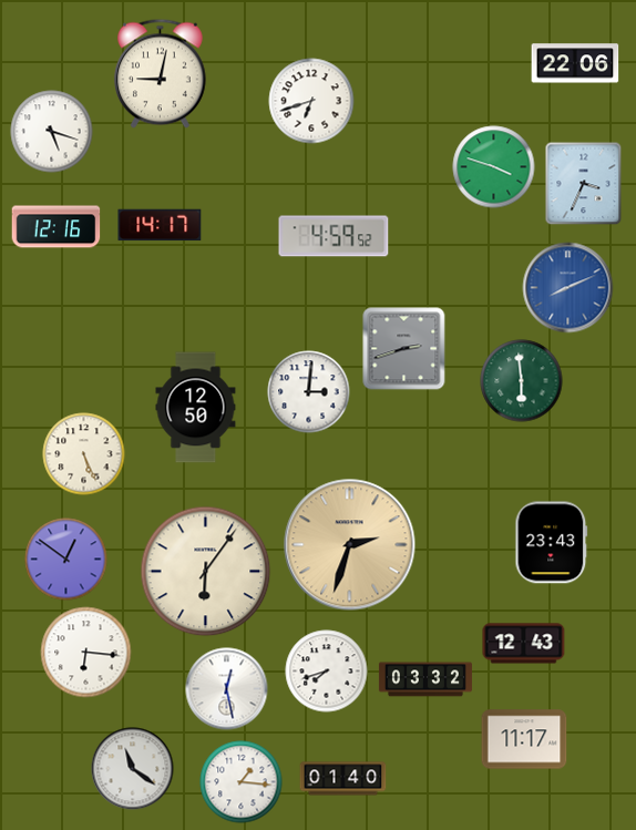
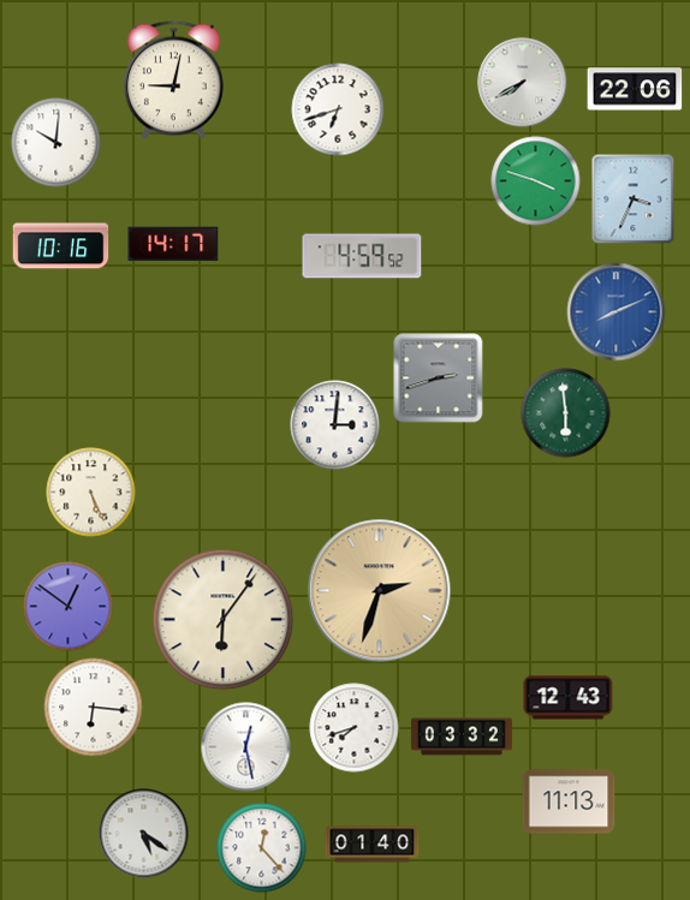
clock at (575, 63) position: (575, 63) -> (635, 89)
clock at (523, 83): none -> 7:40
clock at (52, 132): 5:18 -> 10:01
clock at (57, 227): 12:16 -> 10:16
clock at (196, 408): 12:50 -> none
clock at (552, 543): 23:43 -> none
clock at (66, 560) position: (66, 560) -> (69, 607)
clock at (524, 739): 11:17 -> 11:13
clock at (133, 769): 11:21 -> 5:21
clock at (242, 782): 1:16 -> 12:23
